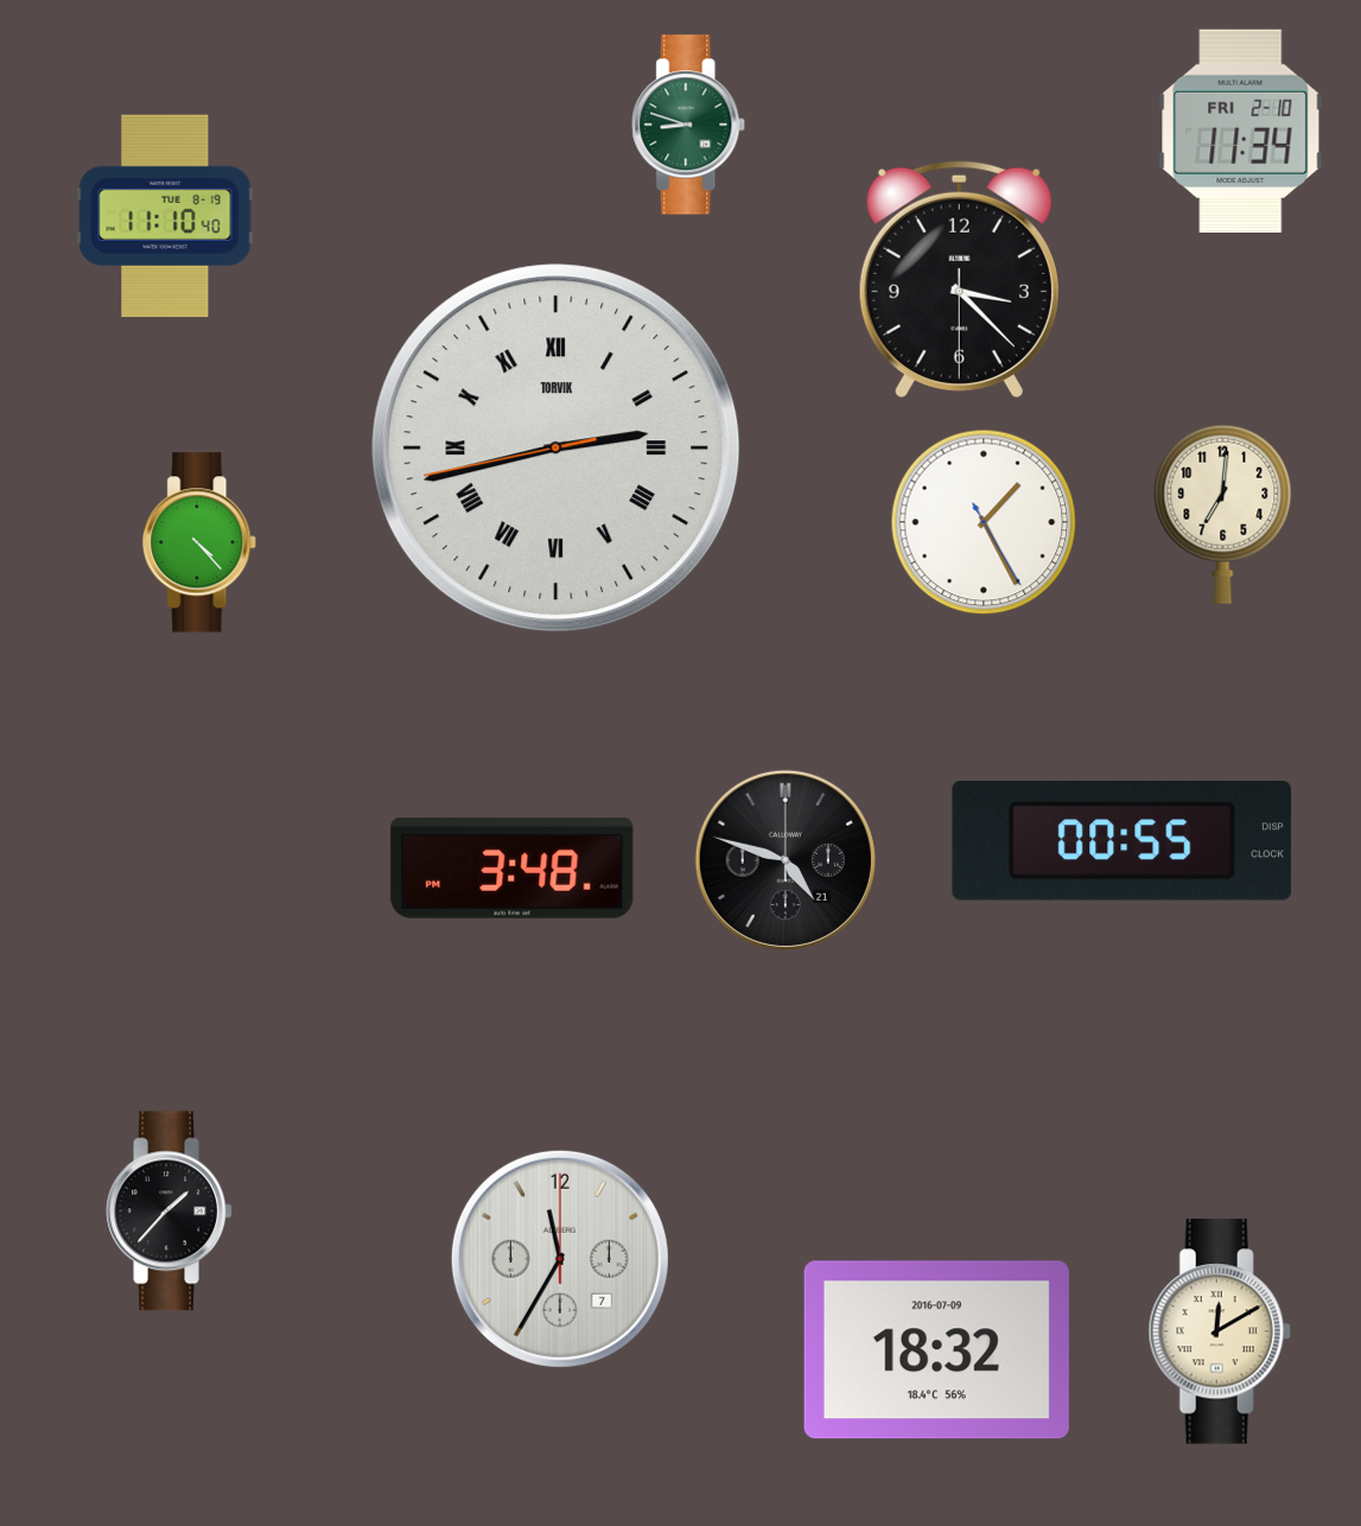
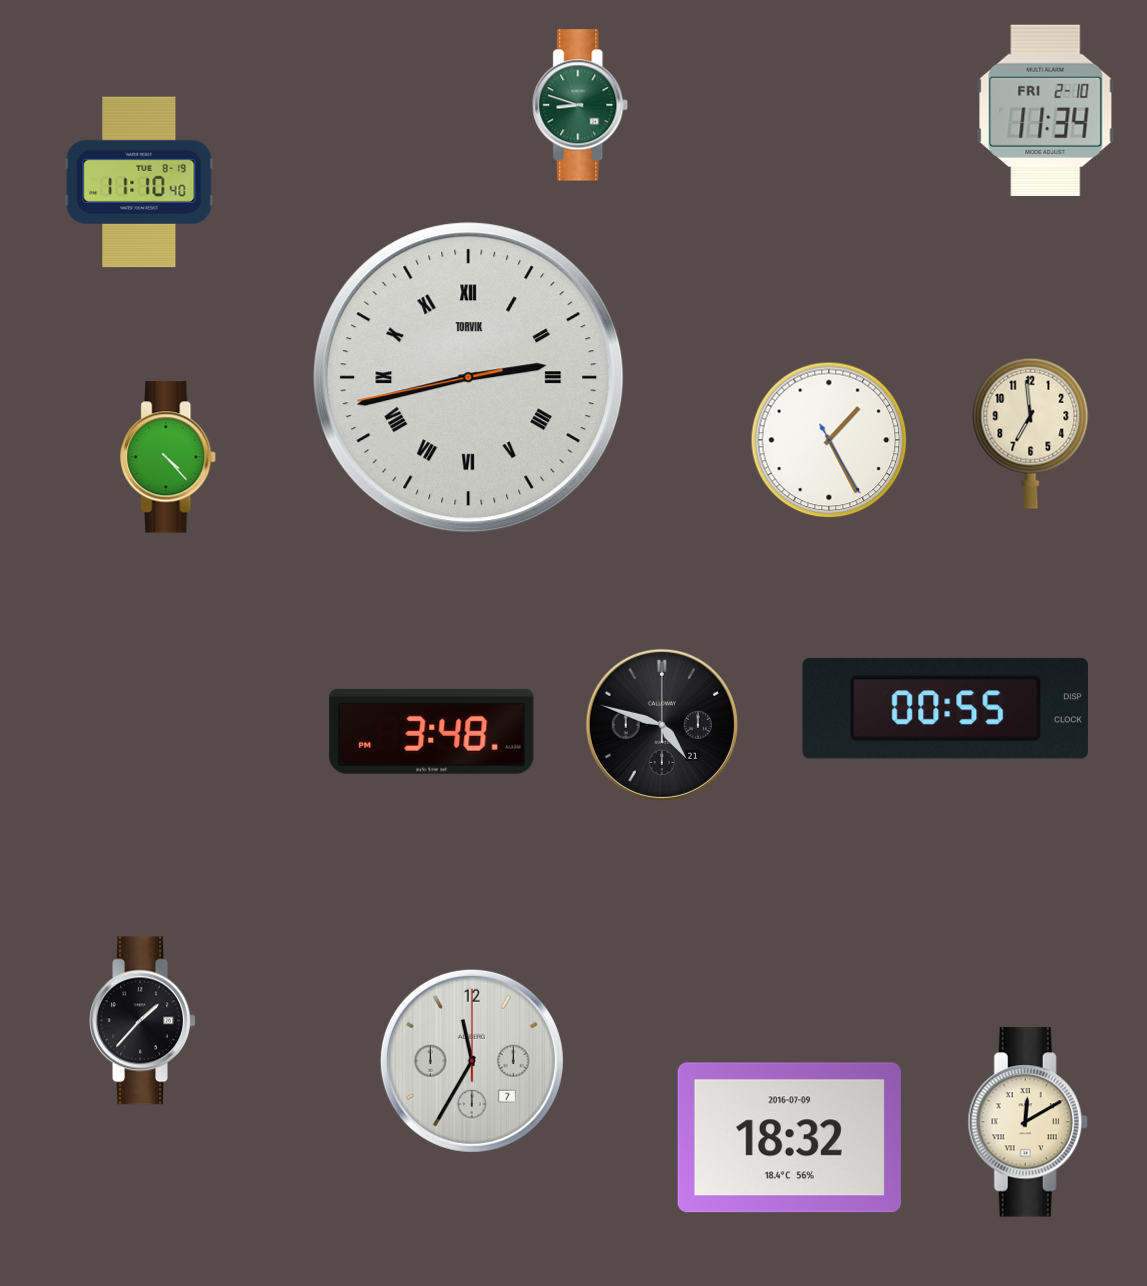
clock at (959, 279): 3:22 -> none
clock at (1223, 514): 7:01 -> 6:59
